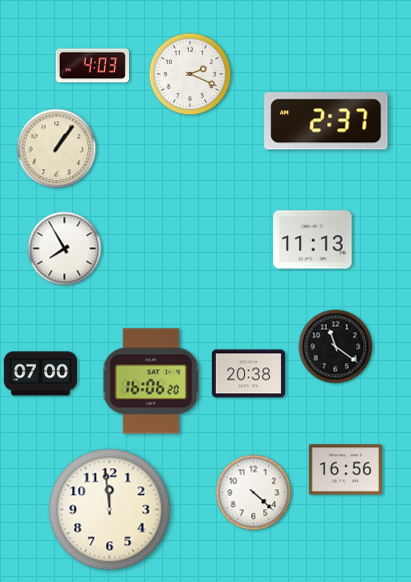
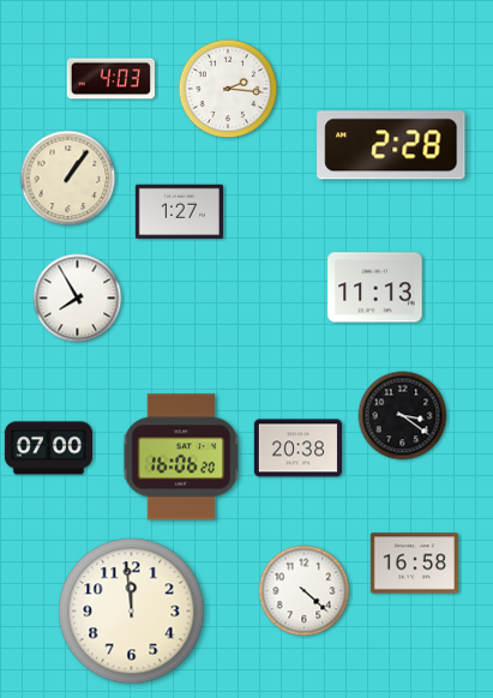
clock at (190, 74): 2:19 -> 2:16
clock at (326, 121): 2:37 -> 2:28
clock at (179, 212): none -> 1:27
clock at (336, 347): 11:21 -> 3:21
clock at (345, 470): 16:56 -> 16:58
